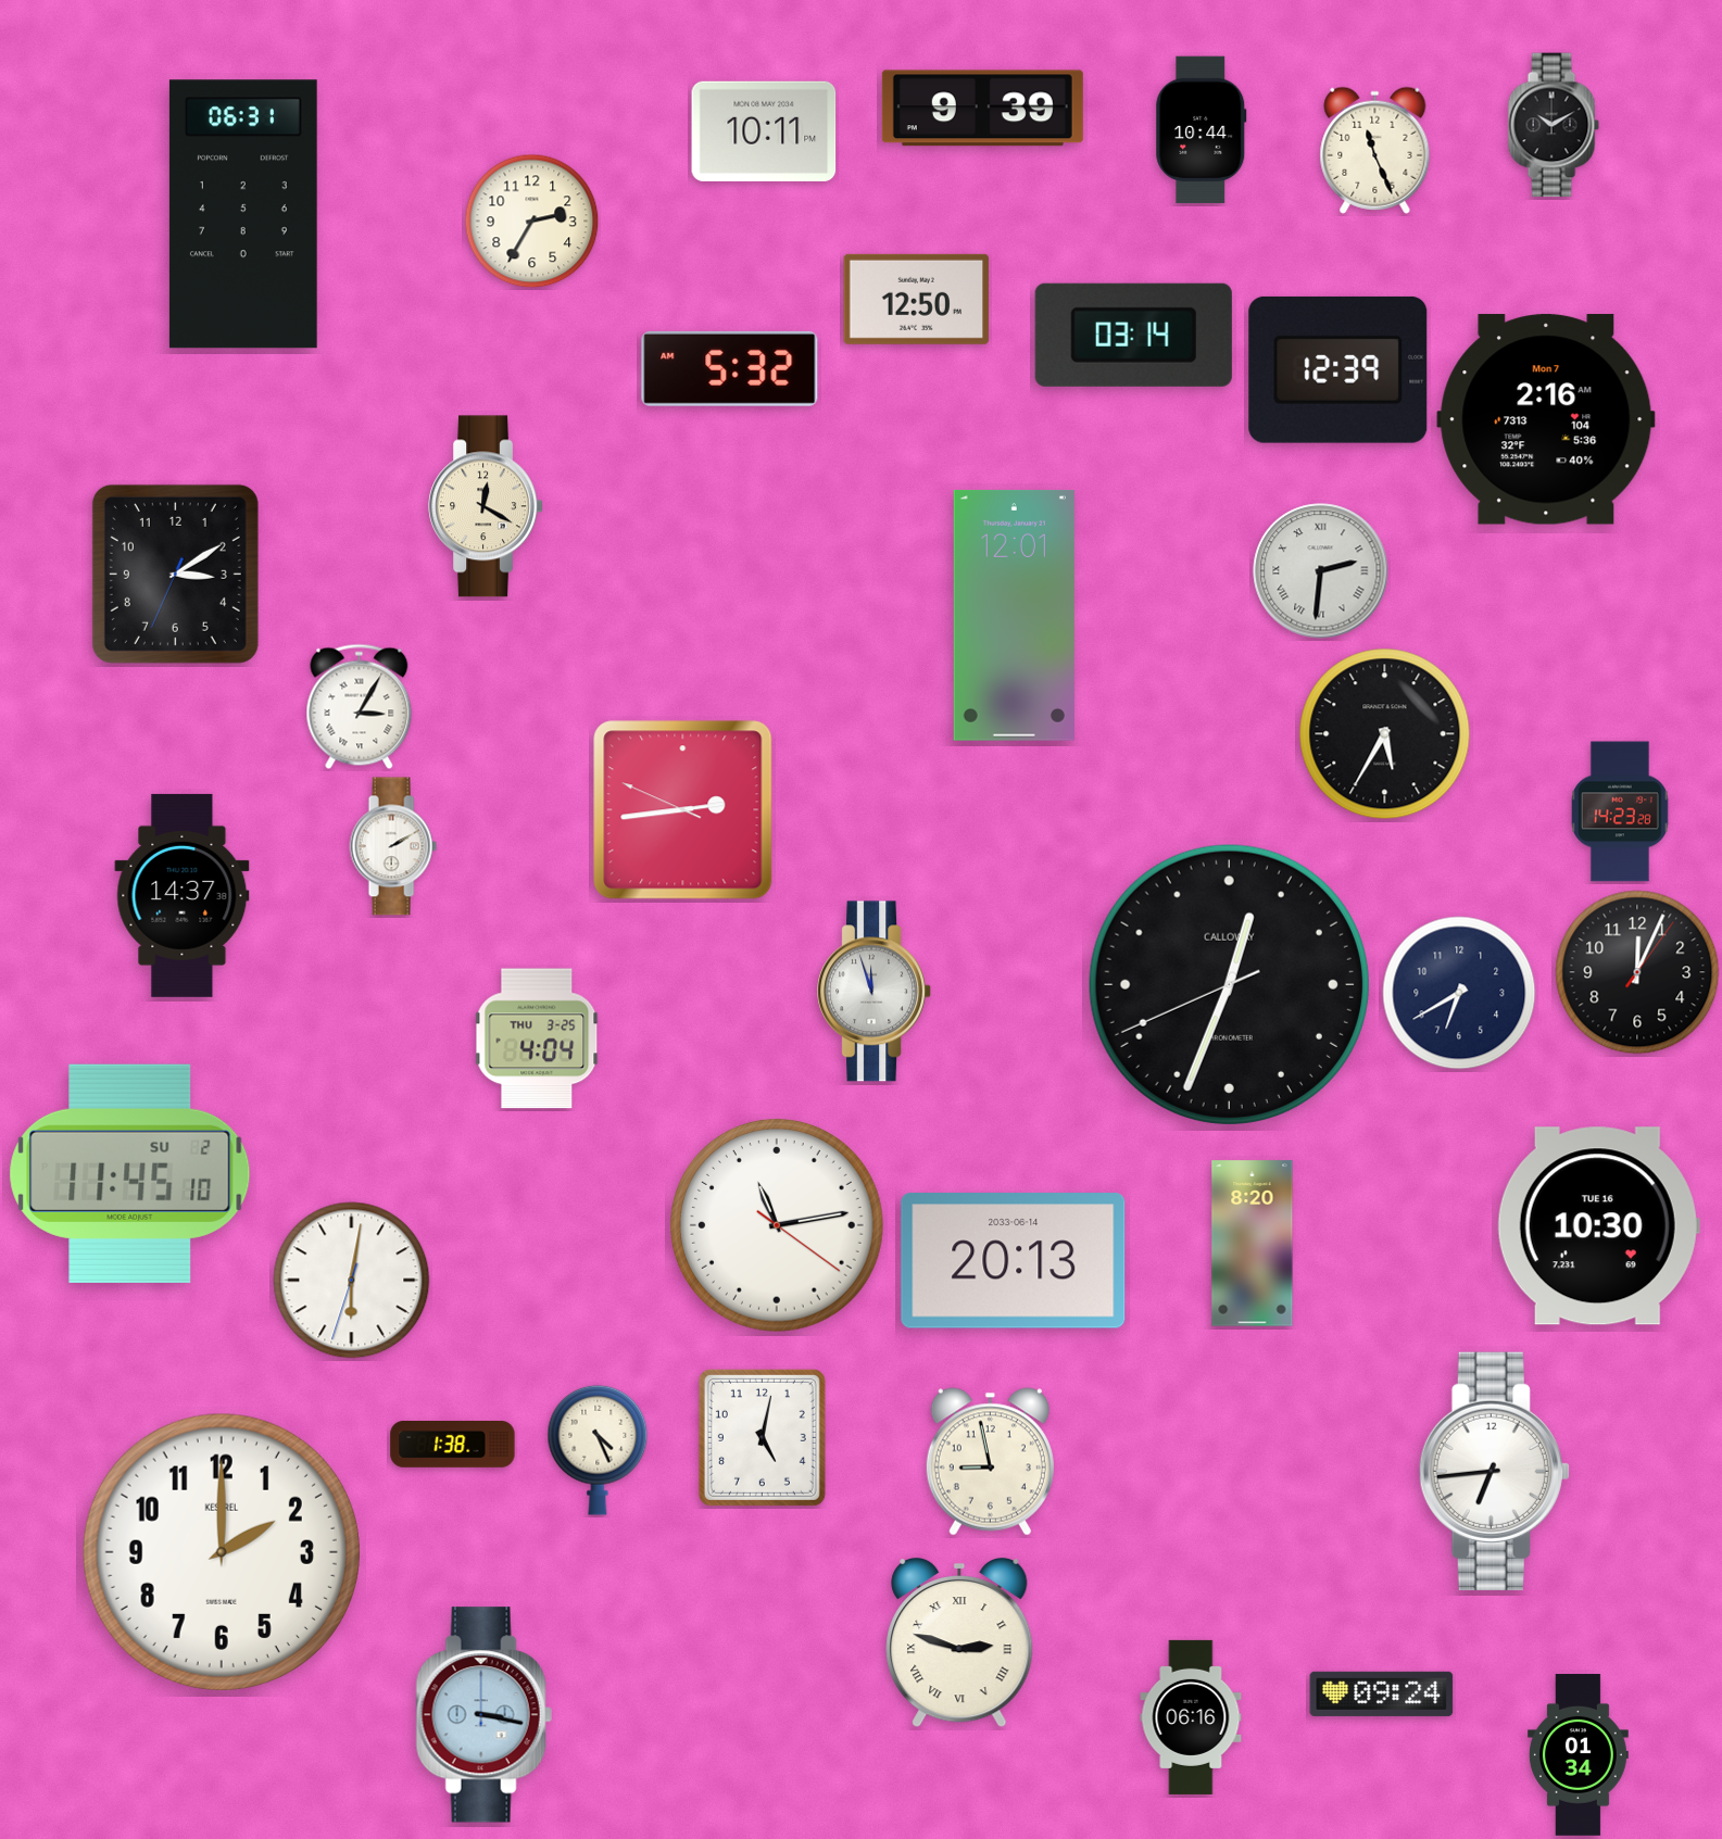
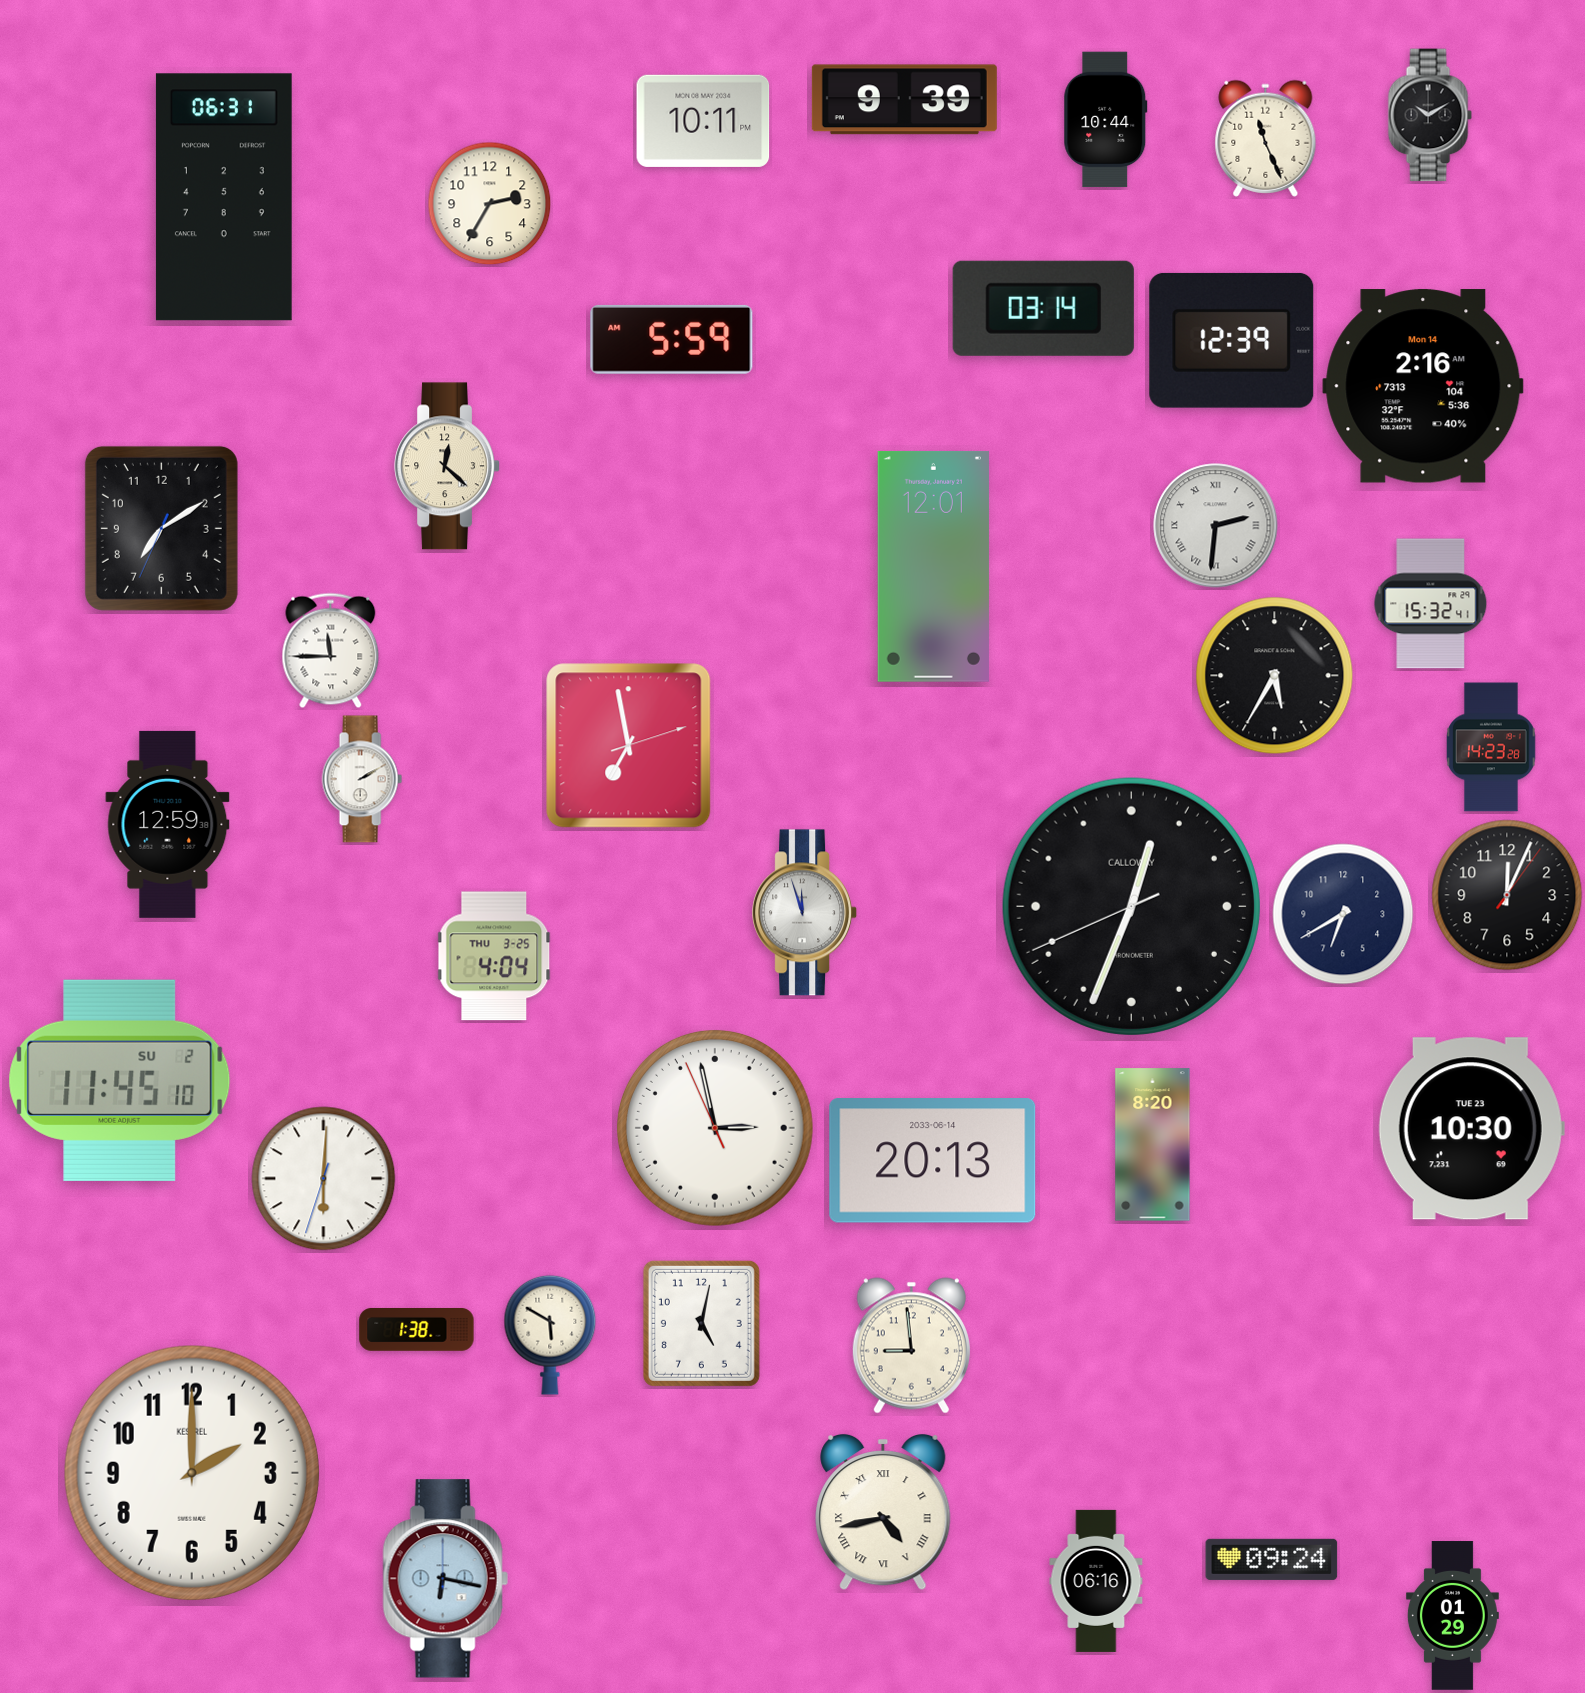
clock at (917, 299): 12:50 -> none
clock at (730, 368): 5:32 -> 5:59
clock at (1546, 419) date: Mon 7 -> Mon 14
clock at (486, 506): 12:20 -> 12:22
clock at (175, 574): 3:09 -> 7:09
clock at (1431, 604): none -> 15:32
clock at (360, 707): 3:05 -> 11:45
clock at (683, 810): 2:43 -> 6:58
clock at (183, 895): 14:37 -> 12:59
clock at (777, 1225): 11:13 -> 2:57
clock at (1598, 1226) date: TUE 16 -> TUE 23
clock at (352, 1281): 6:01 -> 6:00
clock at (598, 1450): 4:26 -> 5:50
clock at (990, 1462): 8:58 -> 8:59
clock at (1494, 1471): 6:44 -> none
clock at (222, 1552) position: (222, 1552) -> (192, 1473)
clock at (959, 1642): 2:48 -> 4:43
clock at (483, 1715): 3:17 -> 6:17
clock at (1578, 1755): 01:34 -> 01:29
